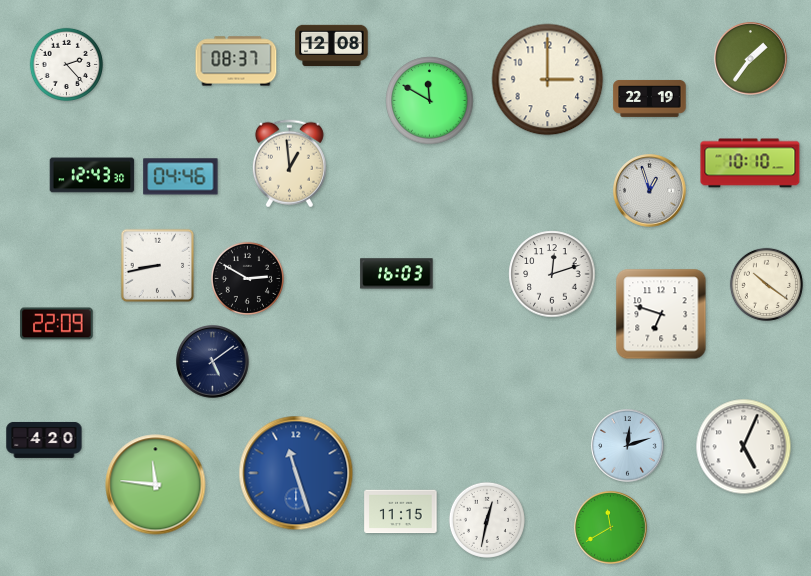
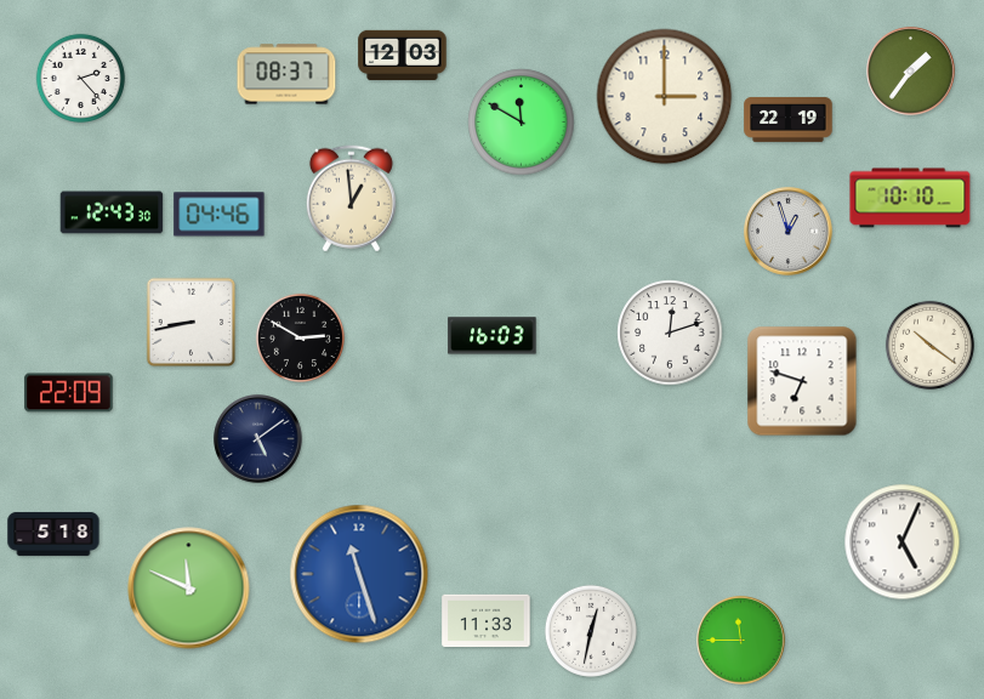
clock at (332, 45): 12:08 -> 12:03
clock at (397, 274) position: (397, 274) -> (493, 336)
clock at (44, 440): 4:20 -> 5:18
clock at (628, 446): 12:12 -> none
clock at (156, 485): 11:46 -> 11:49
clock at (401, 512): 11:15 -> 11:33
clock at (611, 528): 11:40 -> 11:45
